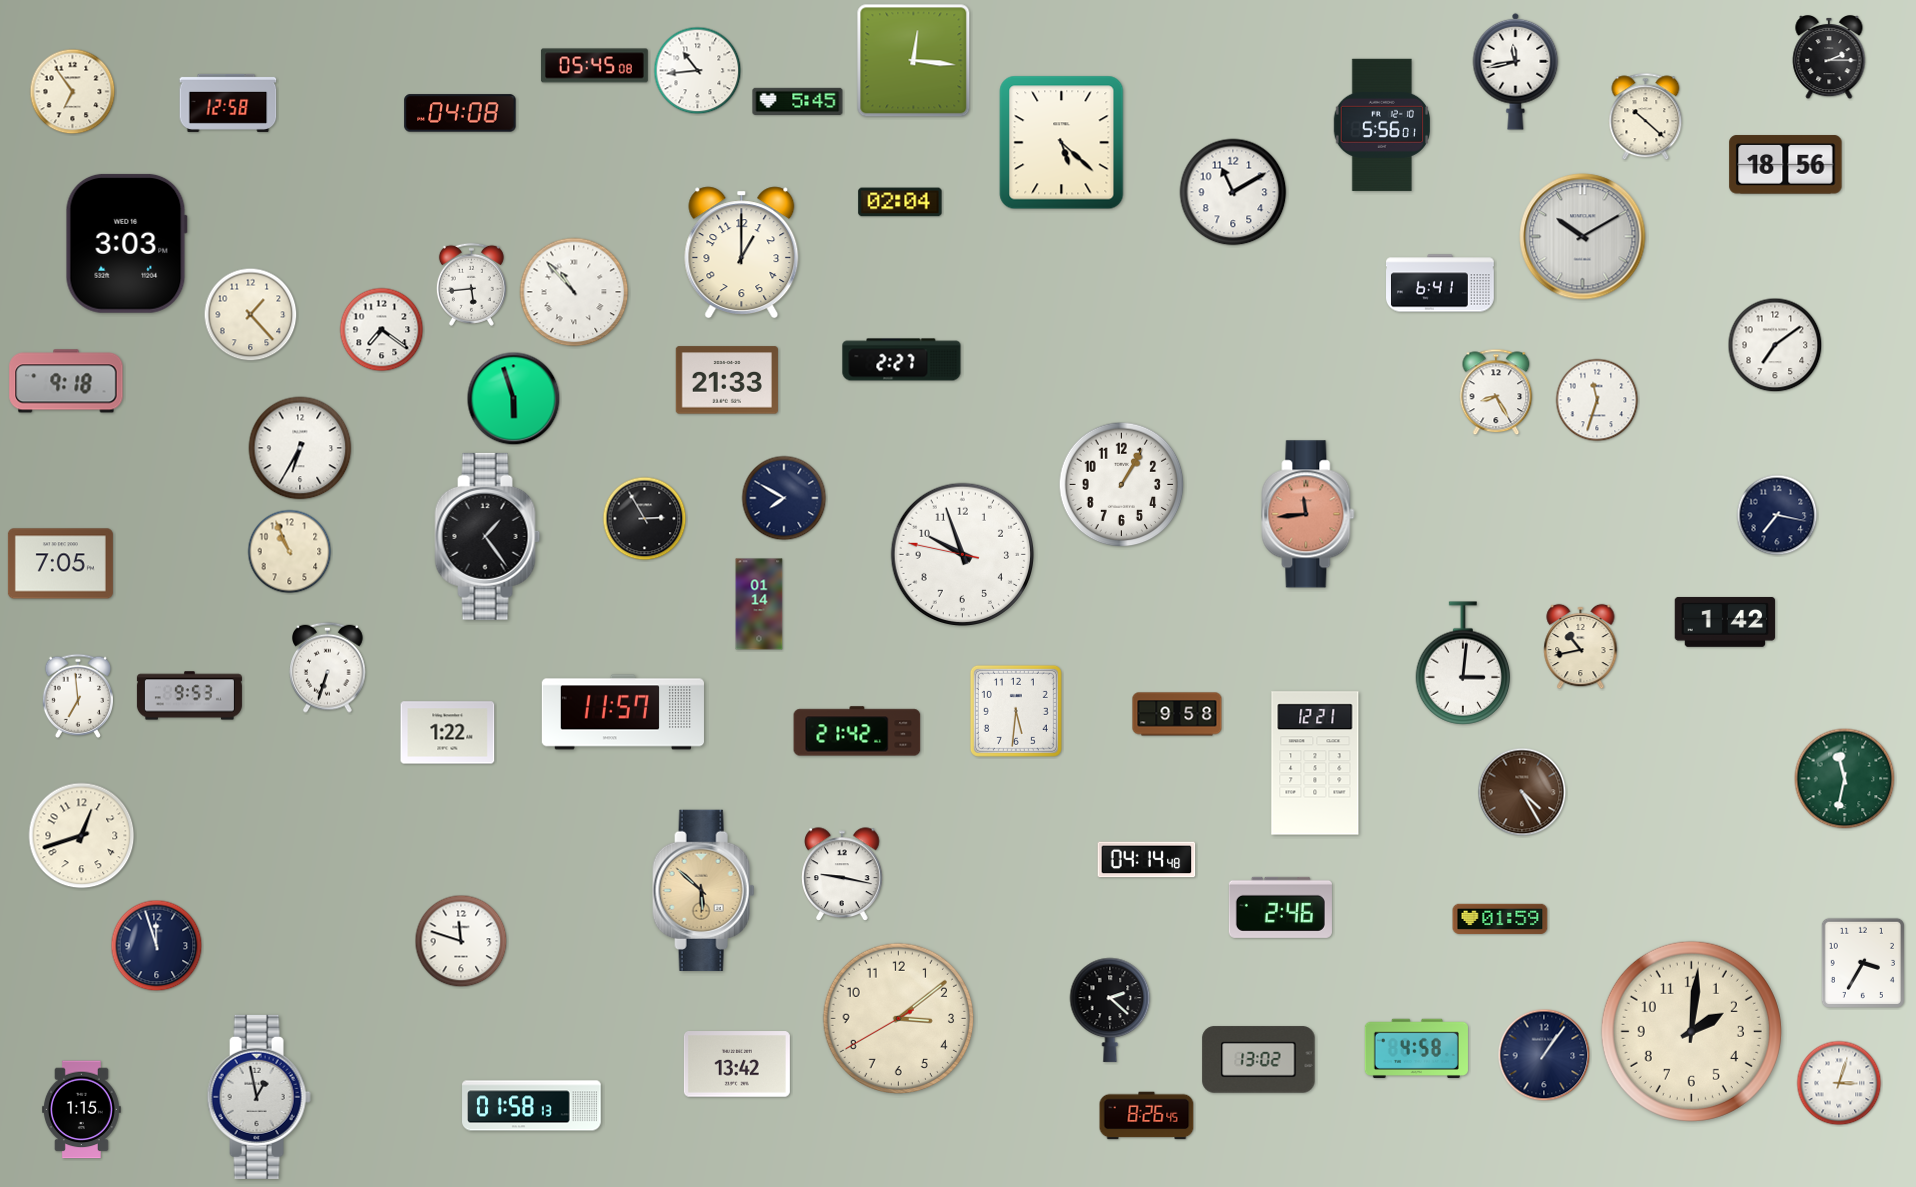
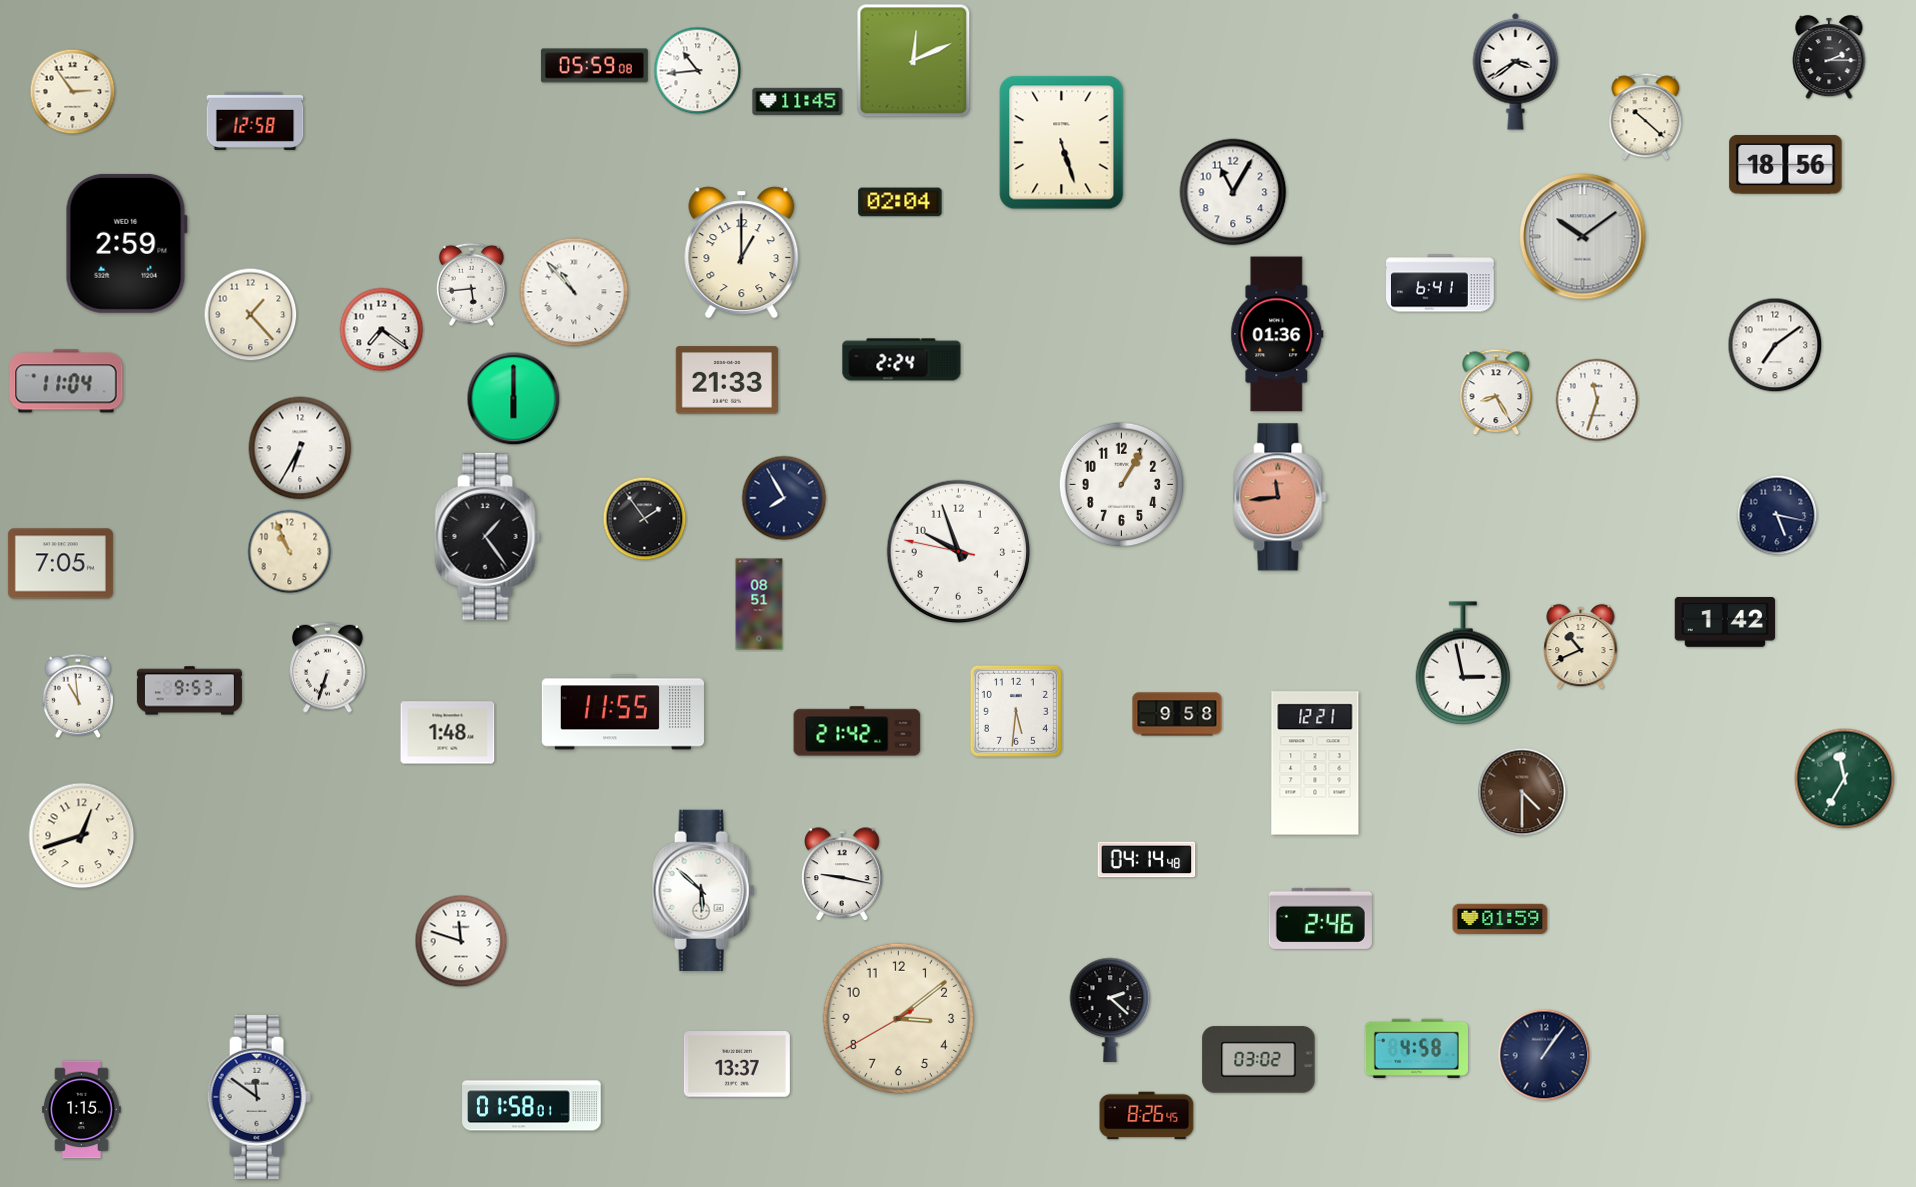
clock at (914, 61): 12:16 -> 12:11
clock at (594, 66): 05:45 -> 05:59
clock at (1516, 71): 11:43 -> 3:39
clock at (73, 92): 6:54 -> 2:54
clock at (798, 101): 5:45 -> 11:45
clock at (228, 103) position: (228, 103) -> (255, 121)
clock at (460, 113): 04:08 -> none
clock at (1382, 125): 5:56 -> none
clock at (1062, 143): 5:22 -> 5:27
clock at (1233, 192): 11:10 -> 11:05
clock at (1583, 237): 10:10 -> 10:09
clock at (126, 243): 3:03 -> 2:59
clock at (1277, 334): none -> 01:36
clock at (902, 360): 2:27 -> 2:24
clock at (66, 381): 9:18 -> 11:04
clock at (514, 399): 5:57 -> 6:00
clock at (784, 498): 7:50 -> 7:55
clock at (1308, 514) position: (1308, 514) -> (1280, 497)
clock at (1777, 515): 7:17 -> 5:17
clock at (645, 519): 2:55 -> 1:54
clock at (963, 555) position: (963, 555) -> (959, 552)
clock at (759, 604): 01:14 -> 08:51
clock at (1581, 647): 10:43 -> 10:41
clock at (1463, 663): 3:01 -> 2:58
clock at (78, 696): 6:59 -> 10:59
clock at (189, 696) position: (189, 696) -> (189, 691)
clock at (623, 712): 11:57 -> 11:55
clock at (448, 733): 1:22 -> 1:48
clock at (1845, 779): 11:32 -> 11:35
clock at (1522, 792): 4:25 -> 4:30
clock at (704, 890) dial: champagne -> white
clock at (1280, 907) position: (1280, 907) -> (1320, 918)
clock at (157, 946): 11:57 -> none
clock at (1863, 963): 3:35 -> none
clock at (1691, 1031): 2:01 -> none
clock at (1259, 1060): 13:02 -> 03:02
clock at (737, 1064): 13:42 -> 13:37
clock at (1839, 1083): 3:03 -> none
clock at (259, 1097): 12:58 -> 11:51
clock at (532, 1106): 01:58:13 -> 01:58:01
